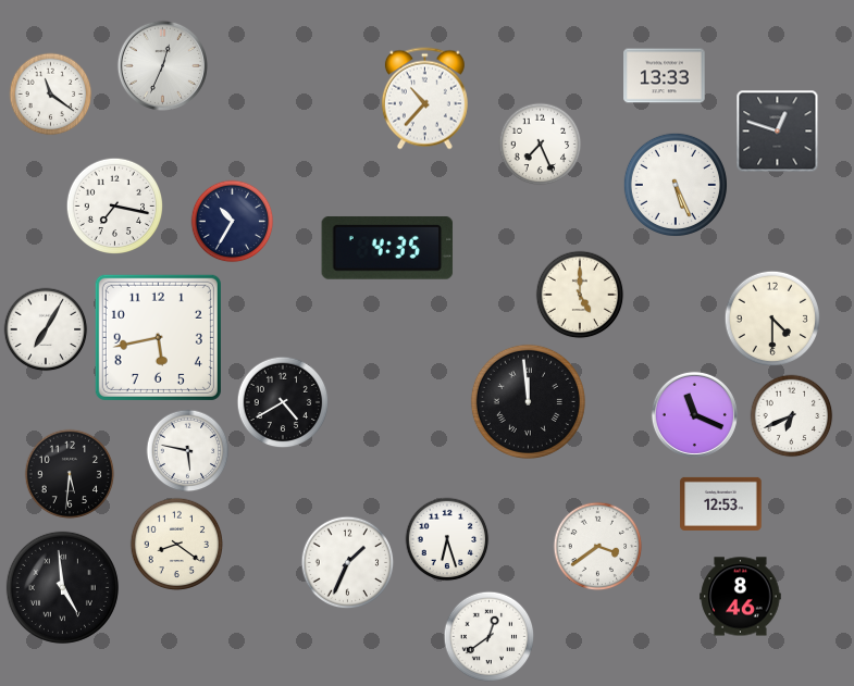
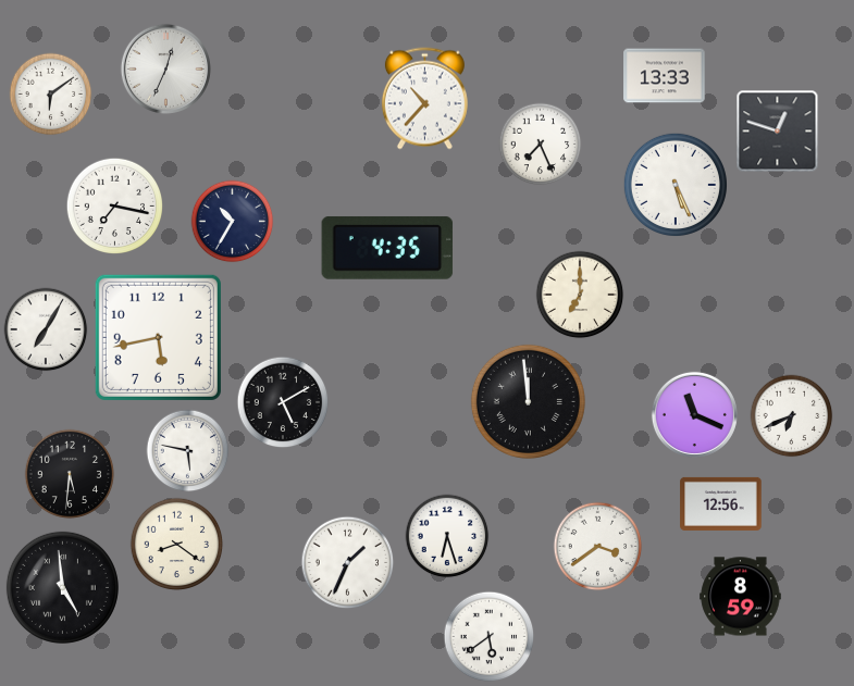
clock at (162, 65) position: (162, 65) -> (165, 68)
clock at (51, 95): 11:21 -> 6:09
clock at (580, 295): 5:00 -> 7:00
clock at (772, 319): 4:30 -> none
clock at (283, 402): 4:40 -> 5:10
clock at (721, 503): 12:53 -> 12:56
clock at (447, 539) position: (447, 539) -> (447, 536)
clock at (741, 597): 8:46 -> 8:59
clock at (490, 637): 12:39 -> 5:39
